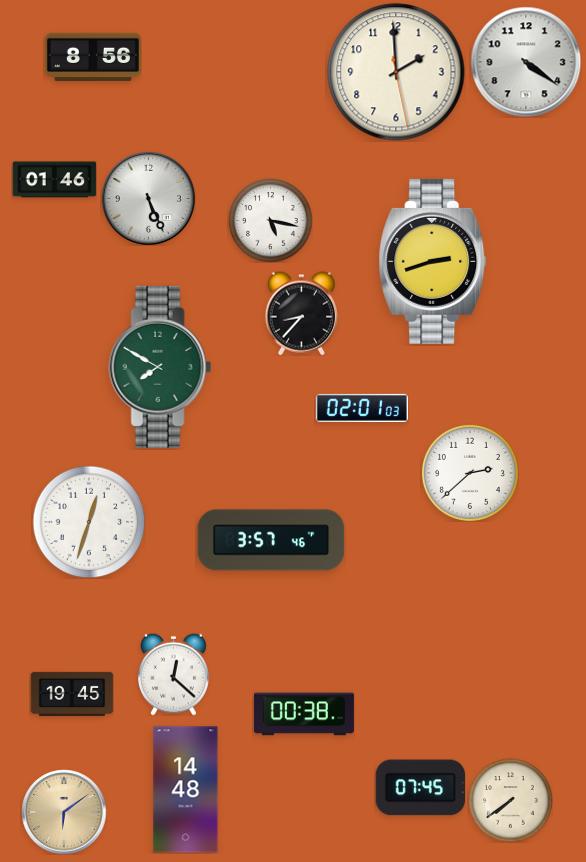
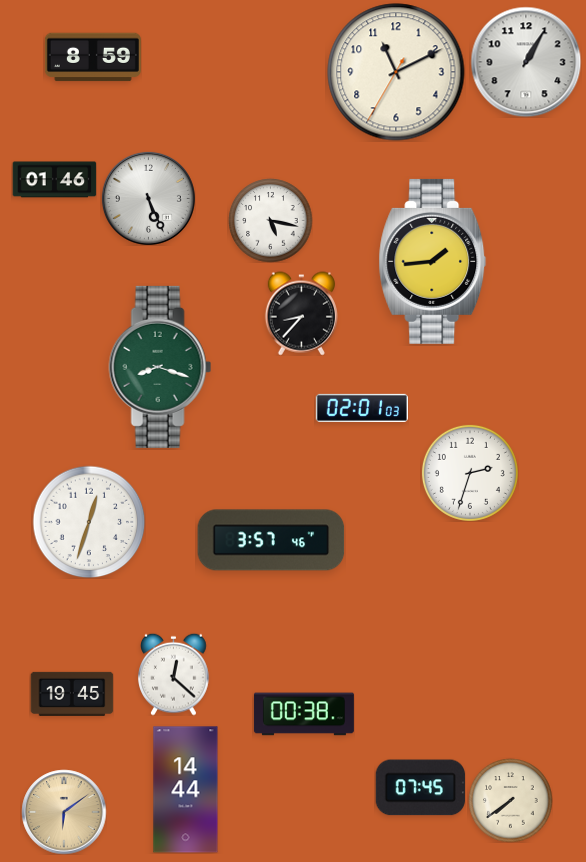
clock at (93, 57): 8:56 -> 8:59
clock at (526, 62): 4:21 -> 1:05
clock at (396, 72): 1:59 -> 11:10
clock at (433, 261): 2:42 -> 1:44
clock at (160, 367): 7:50 -> 8:18
clock at (470, 473): 2:38 -> 2:33
clock at (186, 790): 14:48 -> 14:44
